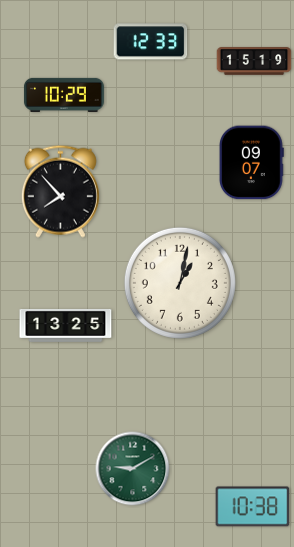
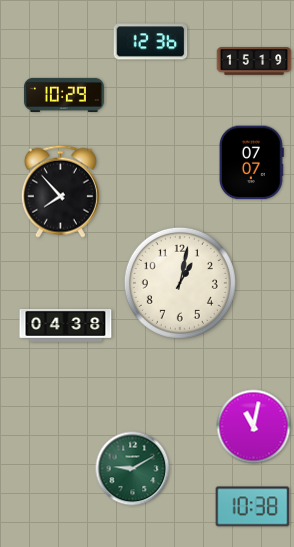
clock at (151, 42): 12:33 -> 12:36
clock at (252, 163): 09:07 -> 07:07
clock at (66, 325): 13:25 -> 04:38
clock at (254, 427): none -> 11:02
